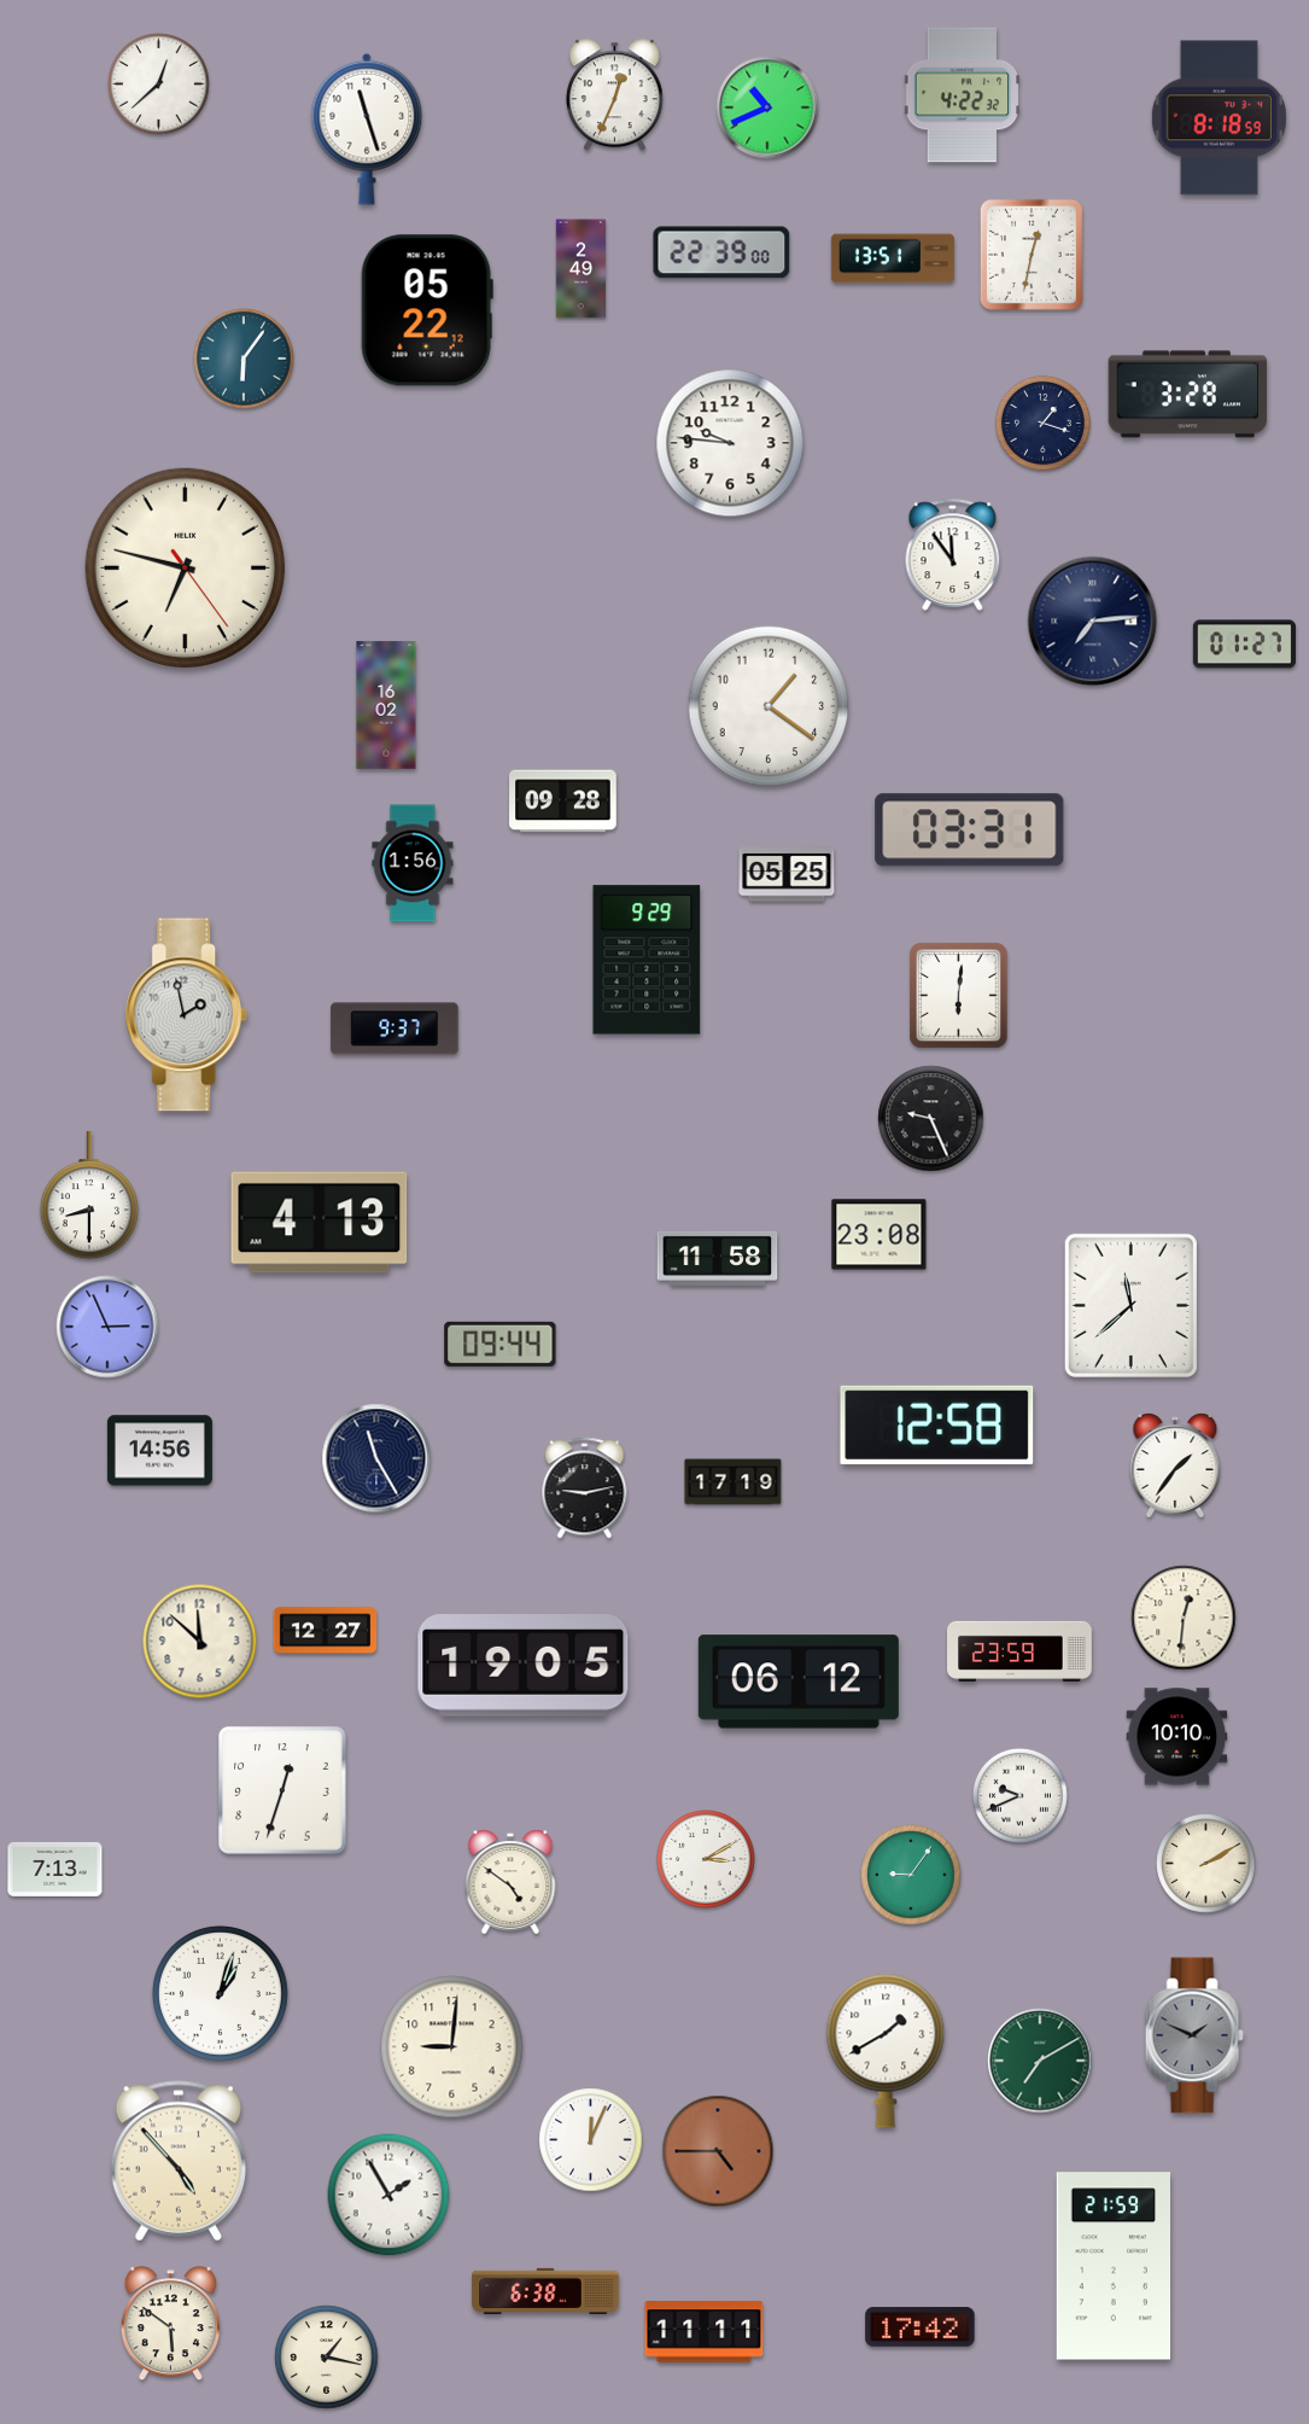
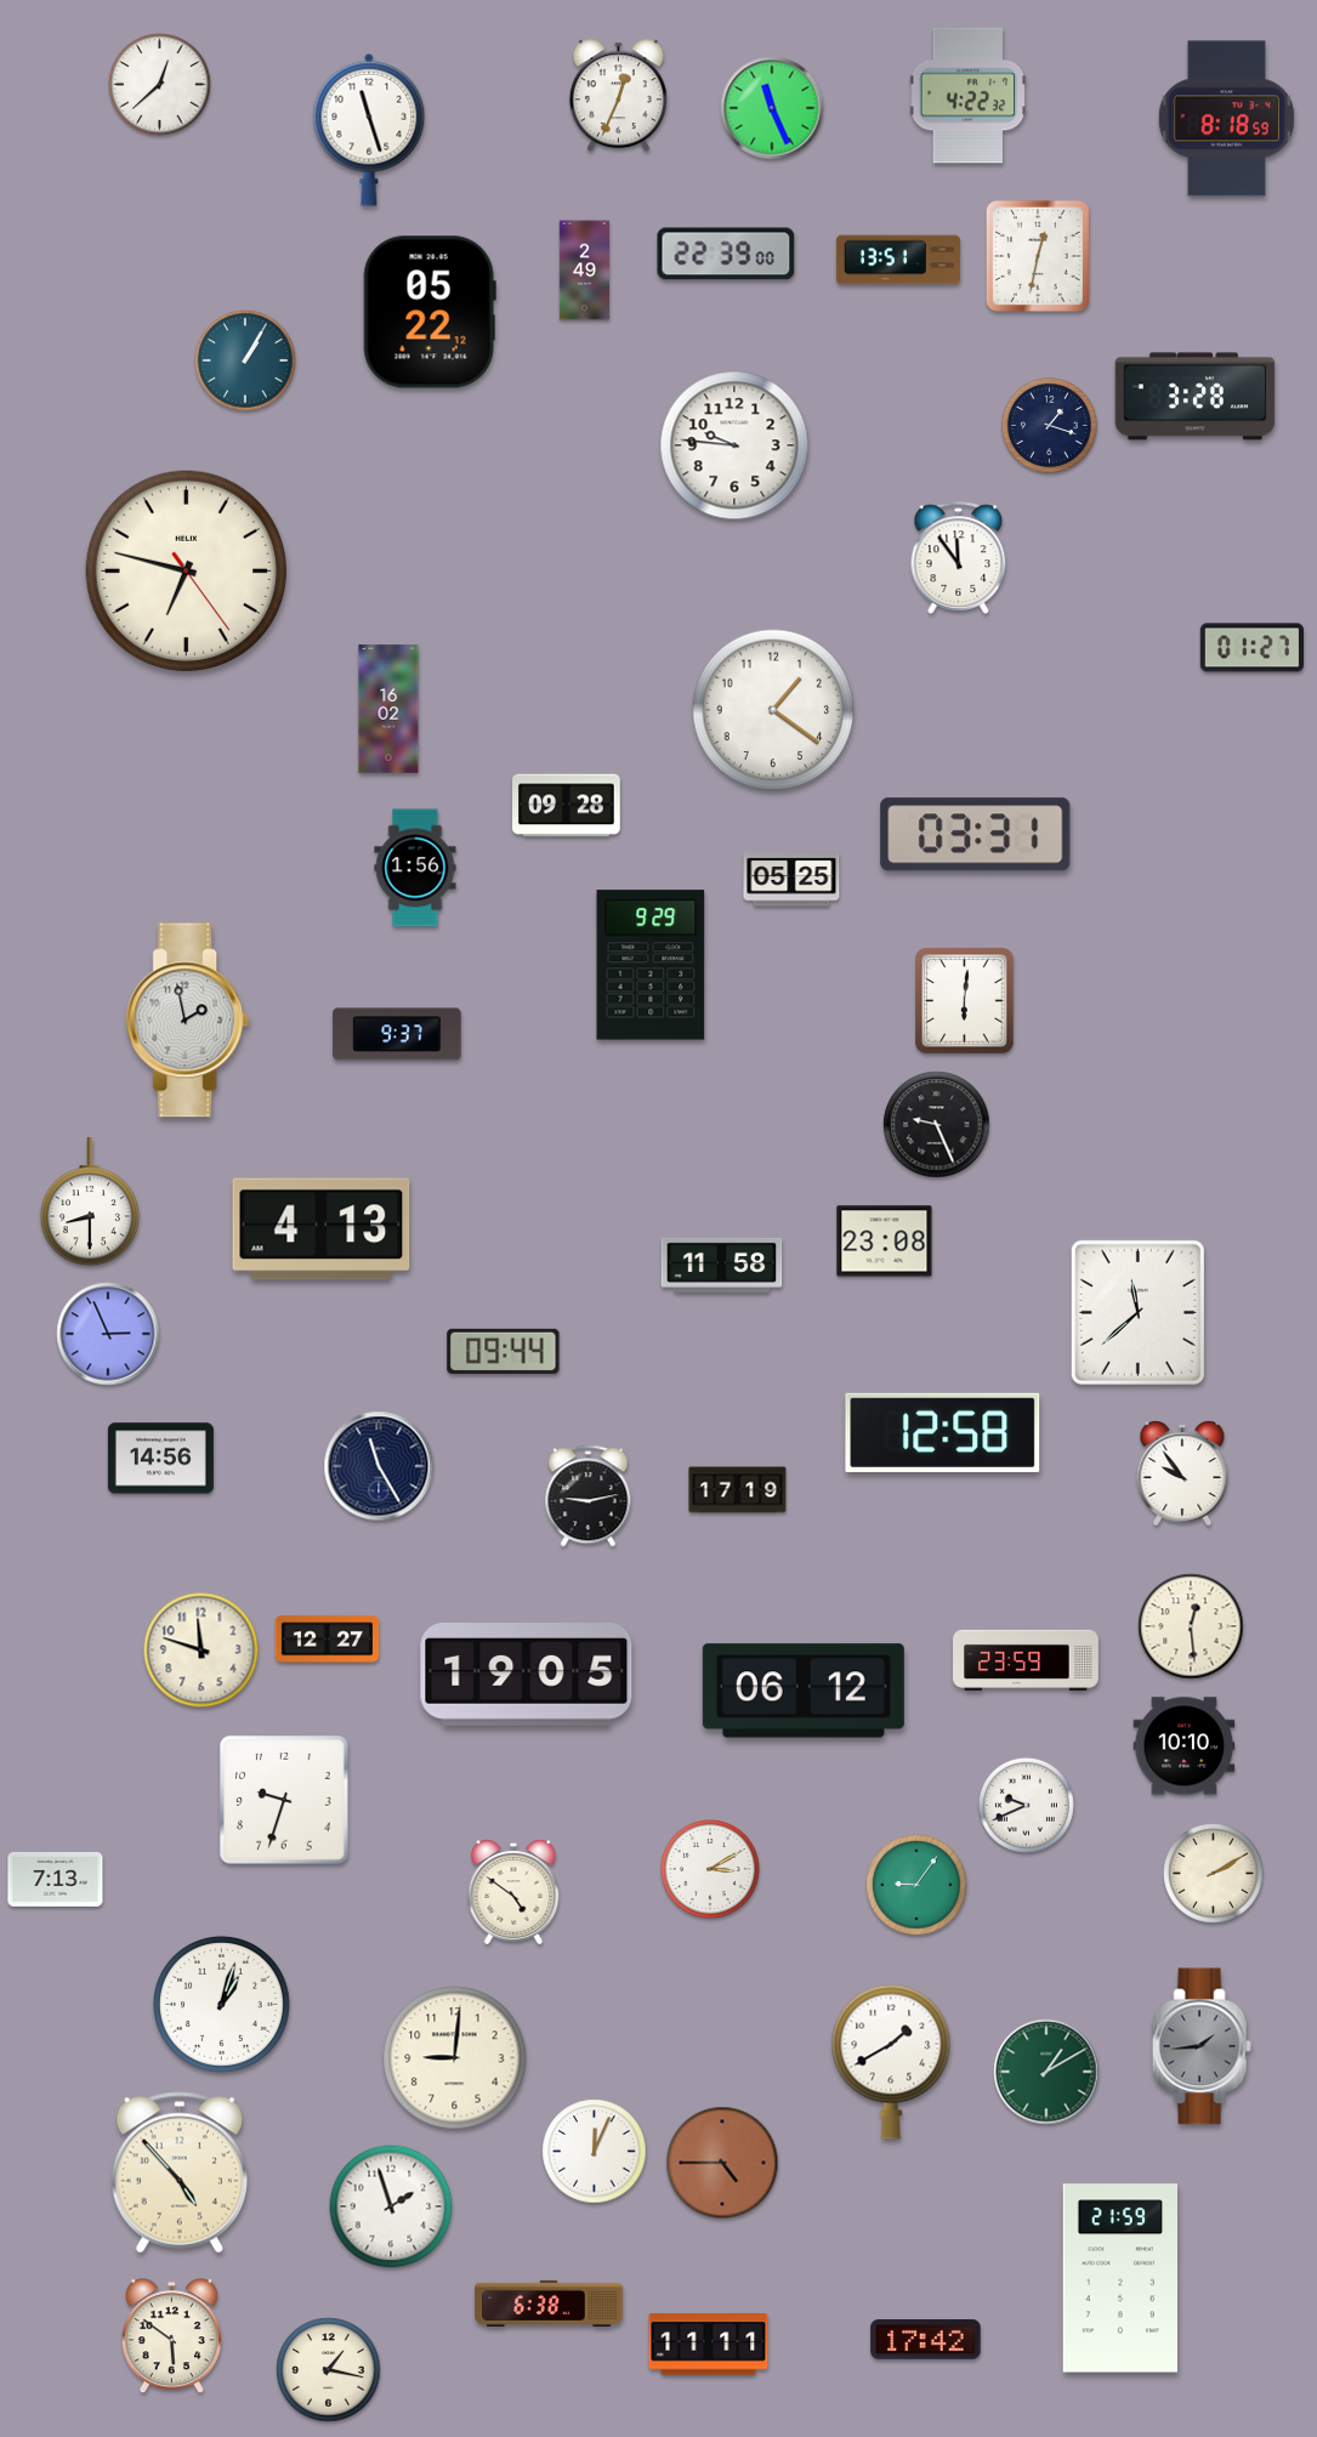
clock at (767, 107): 10:41 -> 11:26
clock at (244, 359): 6:06 -> 1:05
clock at (1093, 622): 7:14 -> none
clock at (1175, 1466): 1:36 -> 9:54
clock at (1184, 1618): 12:31 -> 12:29
clock at (200, 1642): 11:52 -> 11:48
clock at (282, 1790): 12:33 -> 9:33
clock at (1194, 2035): 1:49 -> 1:44
clock at (1040, 2061): 7:10 -> 1:10
clock at (388, 2195): 1:55 -> 1:57
